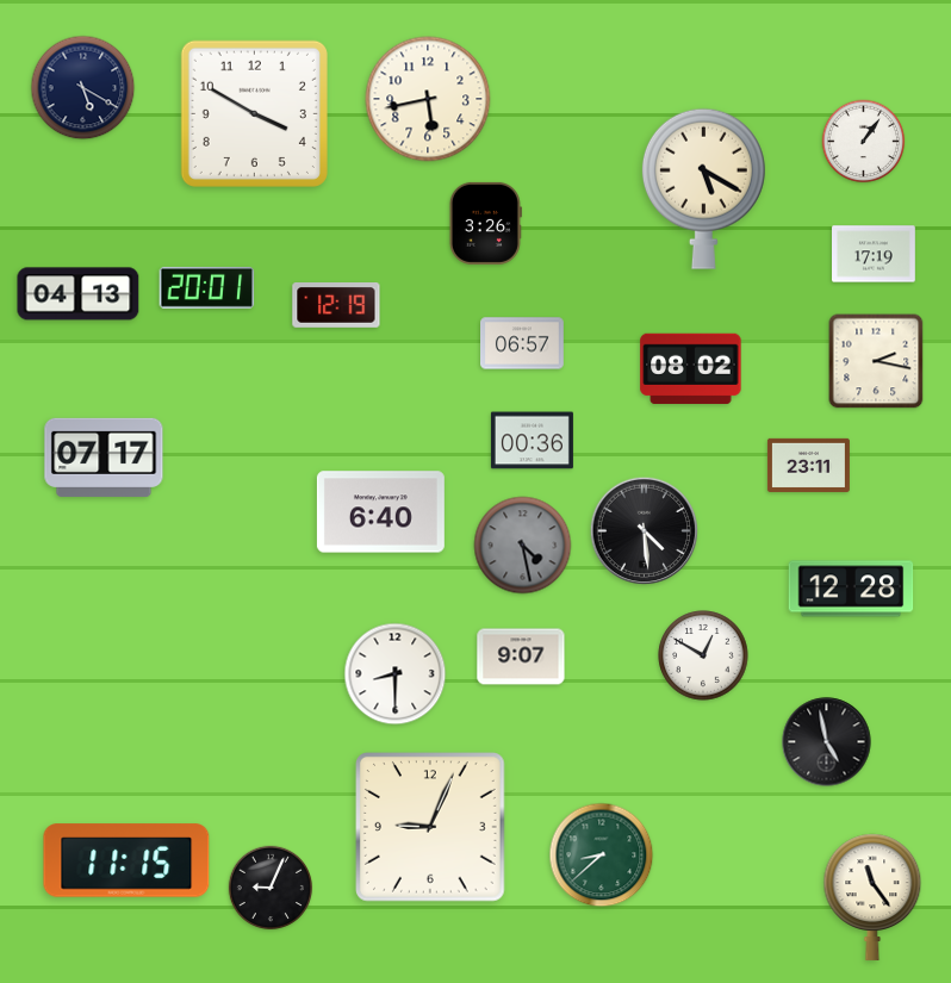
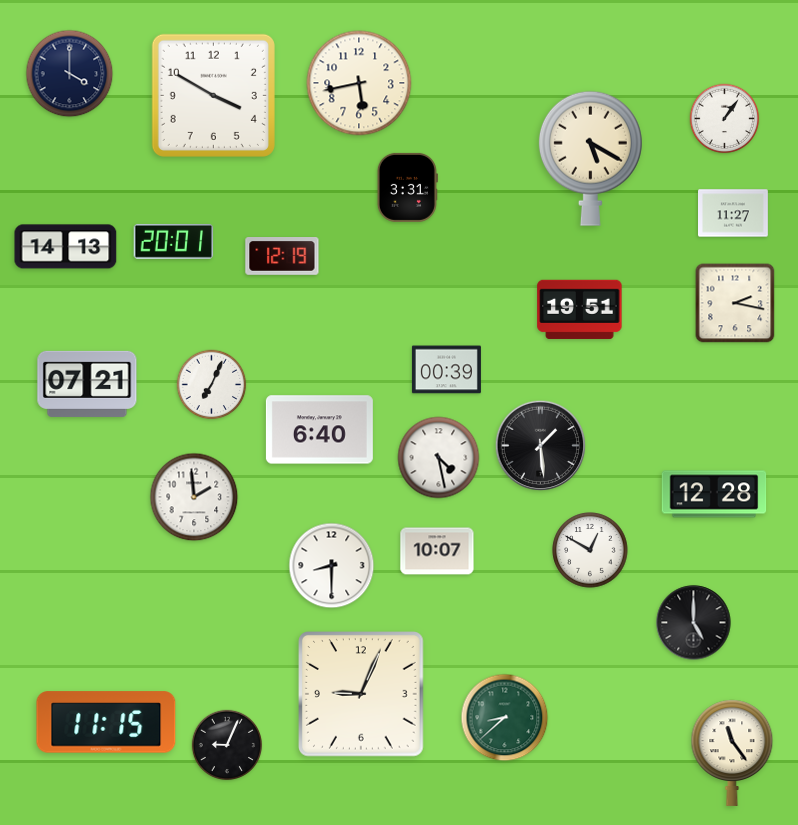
clock at (83, 88): 5:20 -> 4:00
clock at (485, 223): 3:26 -> 3:31
clock at (875, 254): 17:19 -> 11:27
clock at (79, 294): 04:13 -> 14:13
clock at (523, 343): 06:57 -> none
clock at (691, 368): 08:02 -> 19:51
clock at (532, 441): 00:36 -> 00:39
clock at (104, 458): 07:17 -> 07:21
clock at (212, 385): none -> 7:04
clock at (808, 465): 23:11 -> none
clock at (645, 531): 4:29 -> 1:29
clock at (523, 546) dial: grey -> white
clock at (194, 497): none -> 1:59
clock at (521, 657): 9:07 -> 10:07
clock at (827, 742): 4:58 -> 5:00
